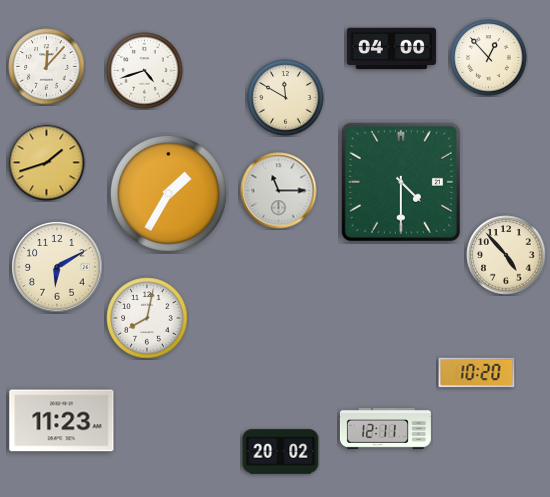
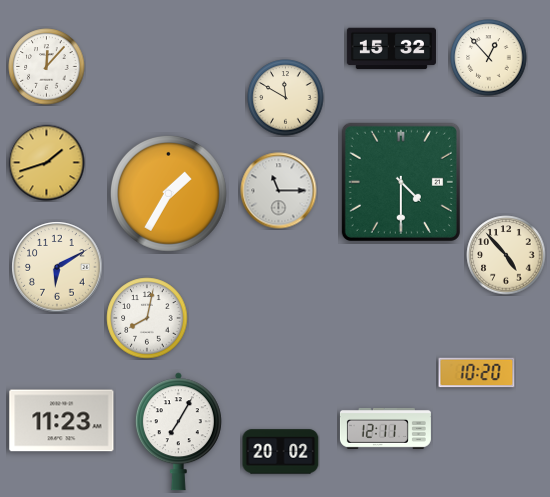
clock at (391, 49): 04:00 -> 15:32
clock at (145, 71): 4:42 -> none
clock at (178, 432): none -> 7:05
